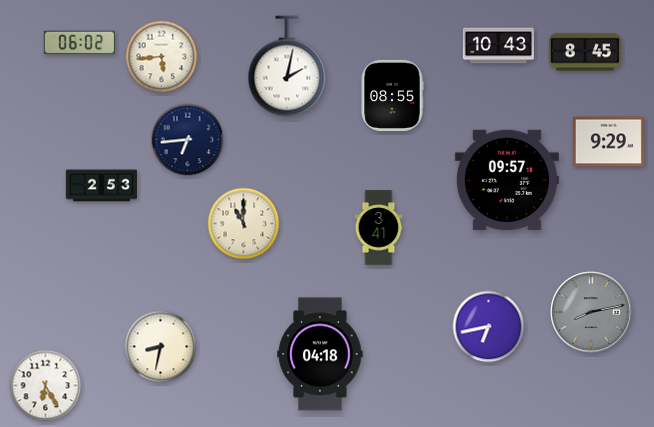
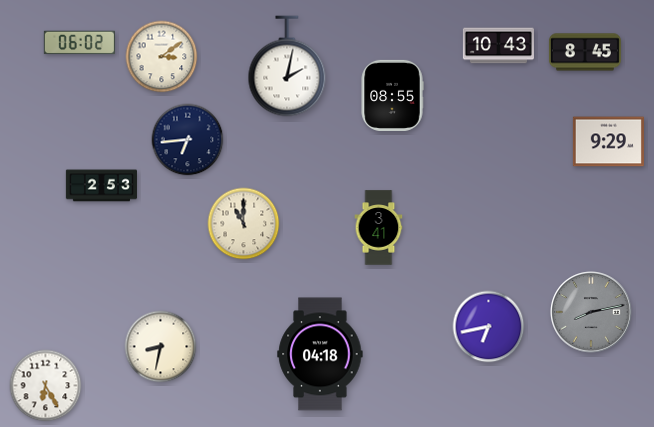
clock at (162, 57): 5:44 -> 3:09
clock at (507, 180): 09:57 -> none
